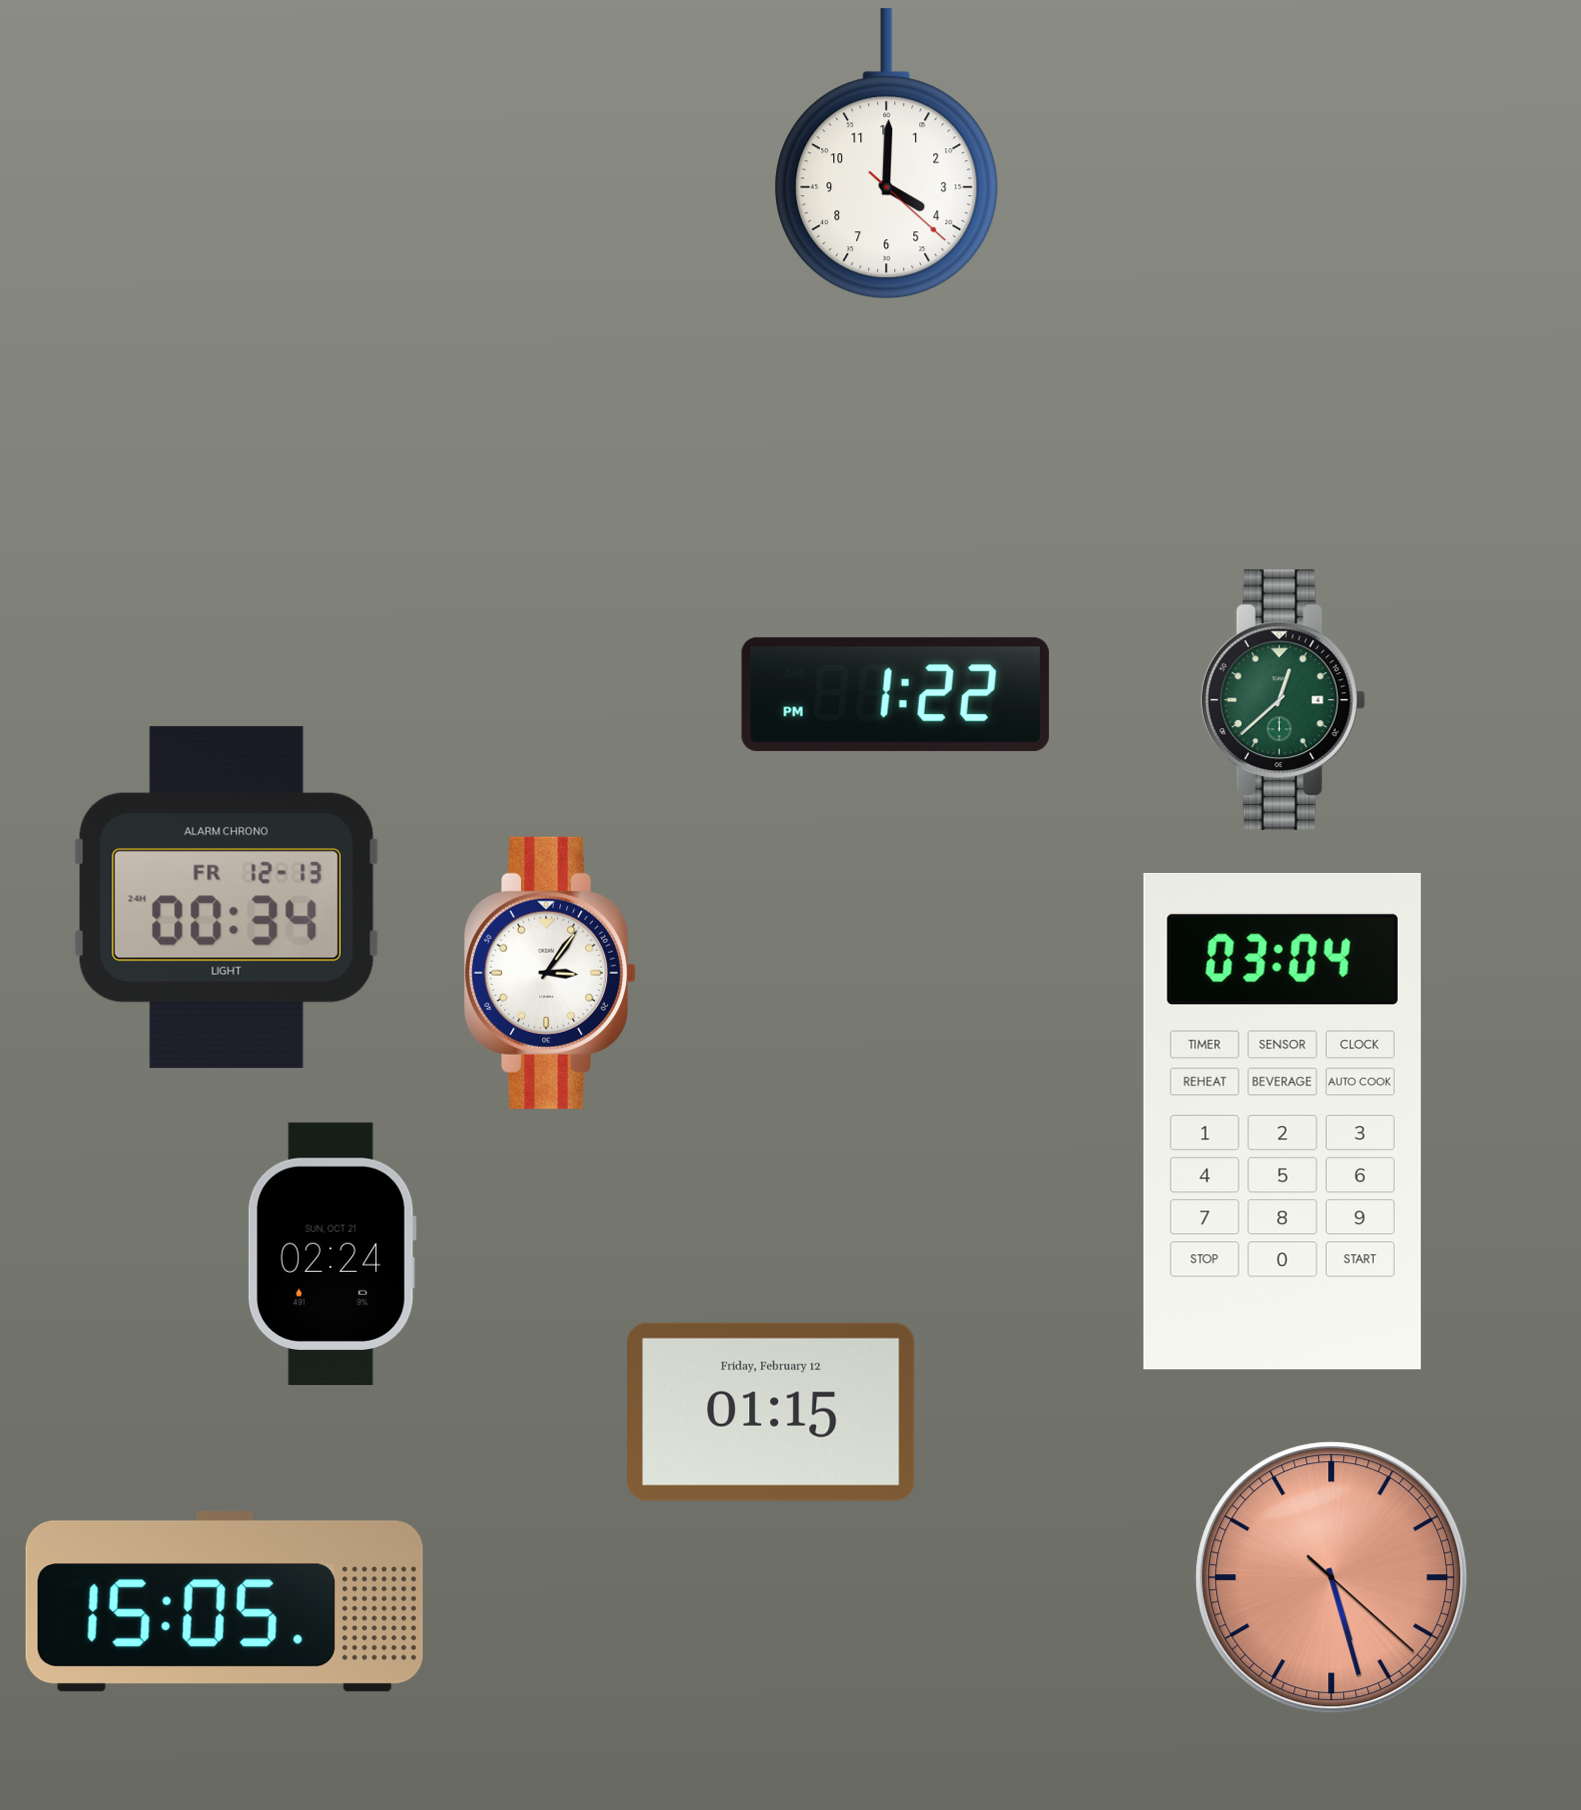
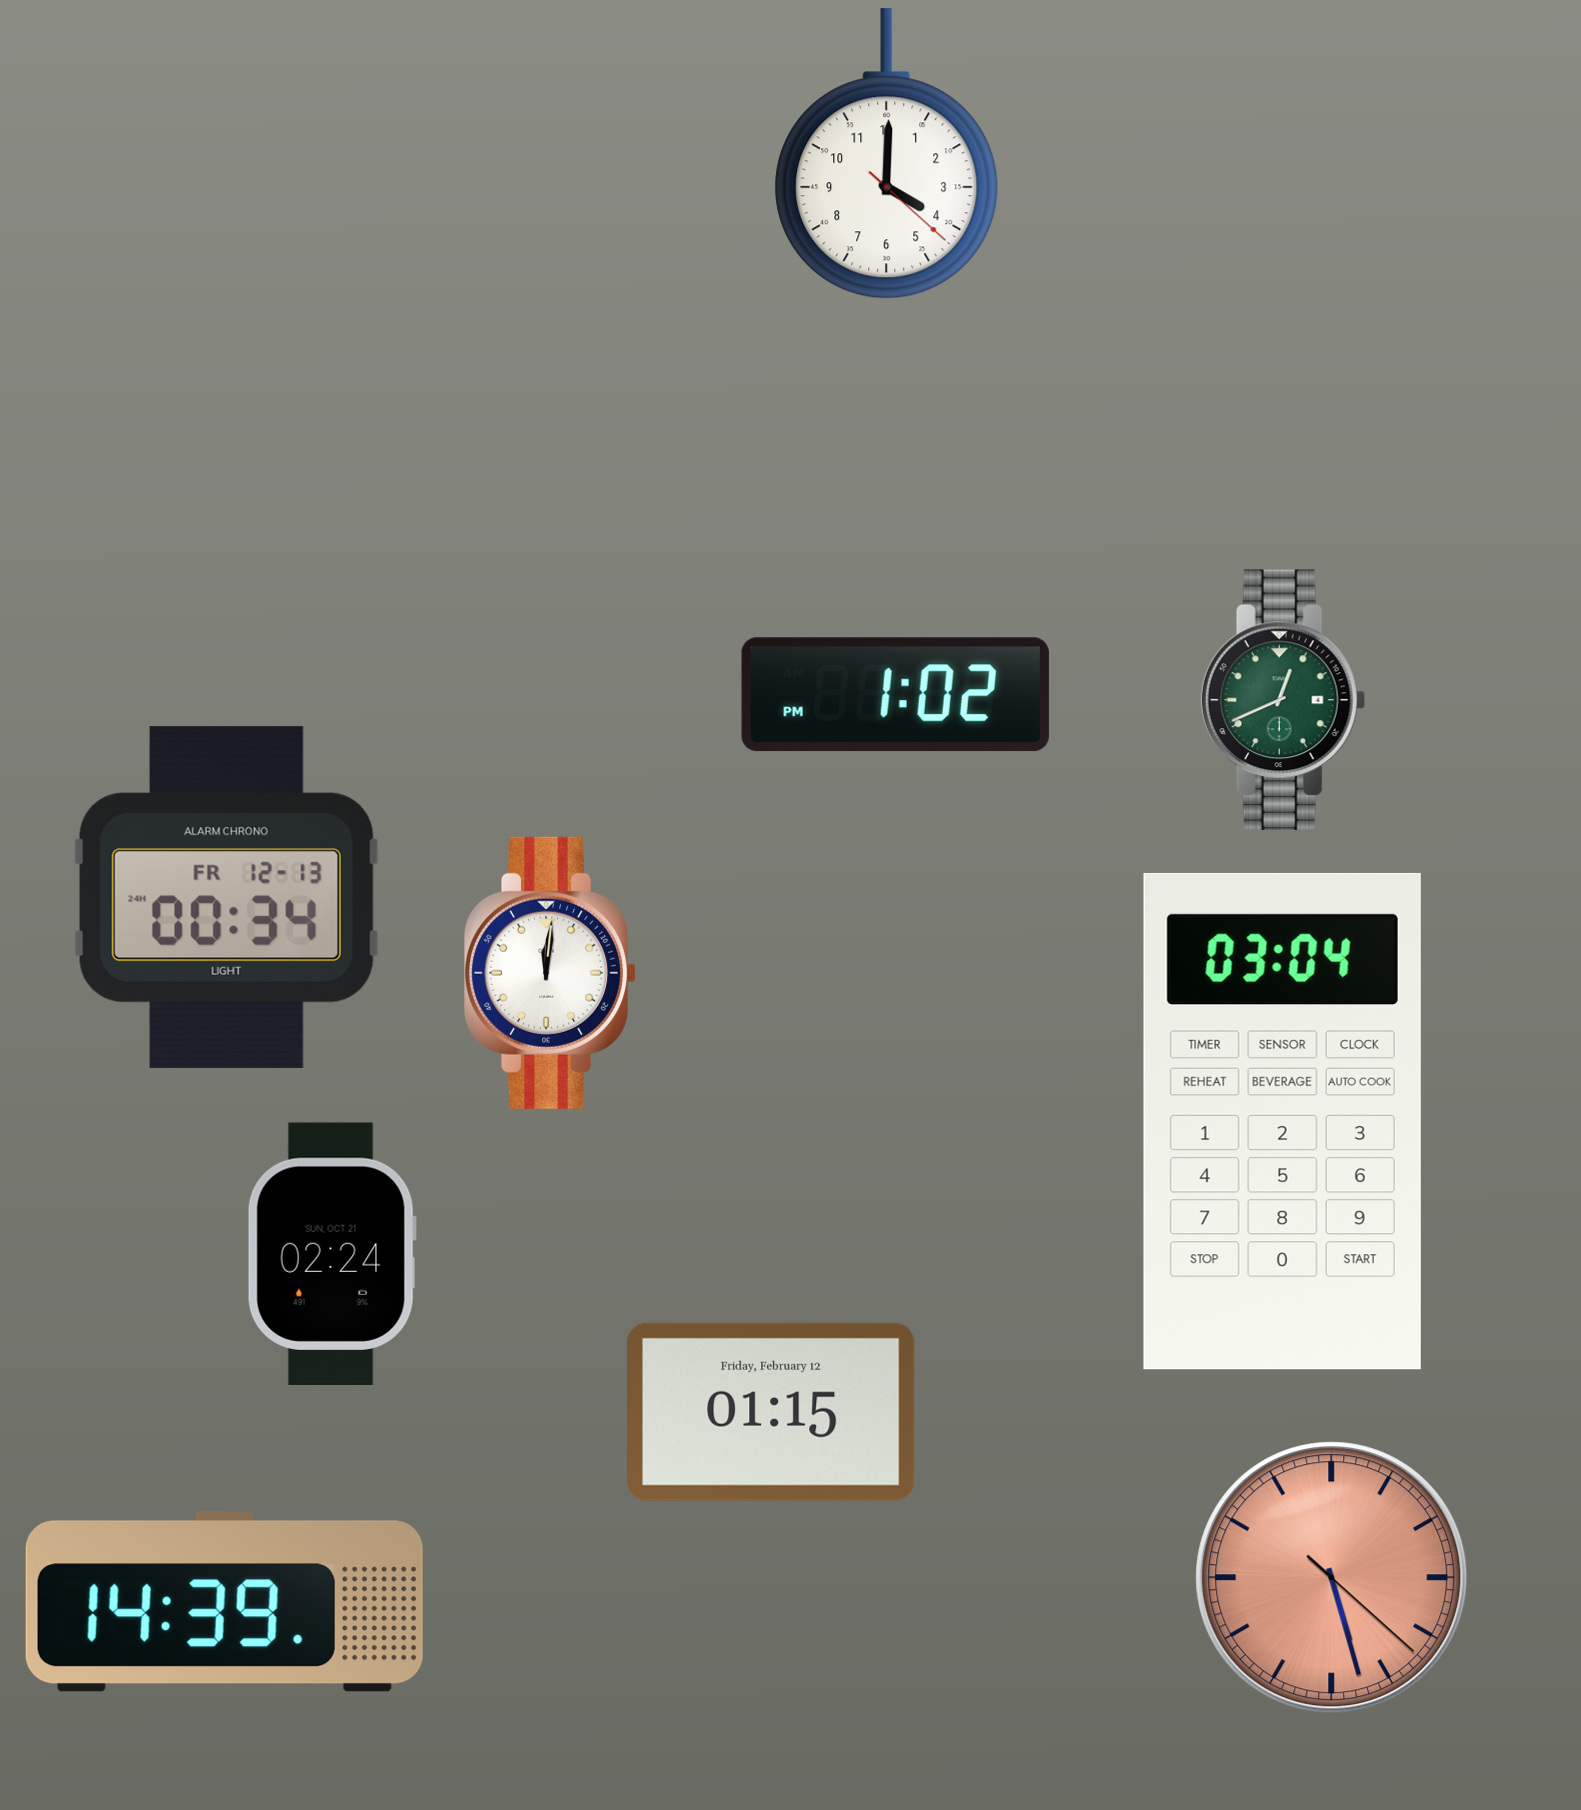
clock at (895, 695): 1:22 -> 1:02
clock at (1283, 700): 12:38 -> 12:41
clock at (551, 973): 3:06 -> 12:01
clock at (224, 1602): 15:05 -> 14:39
